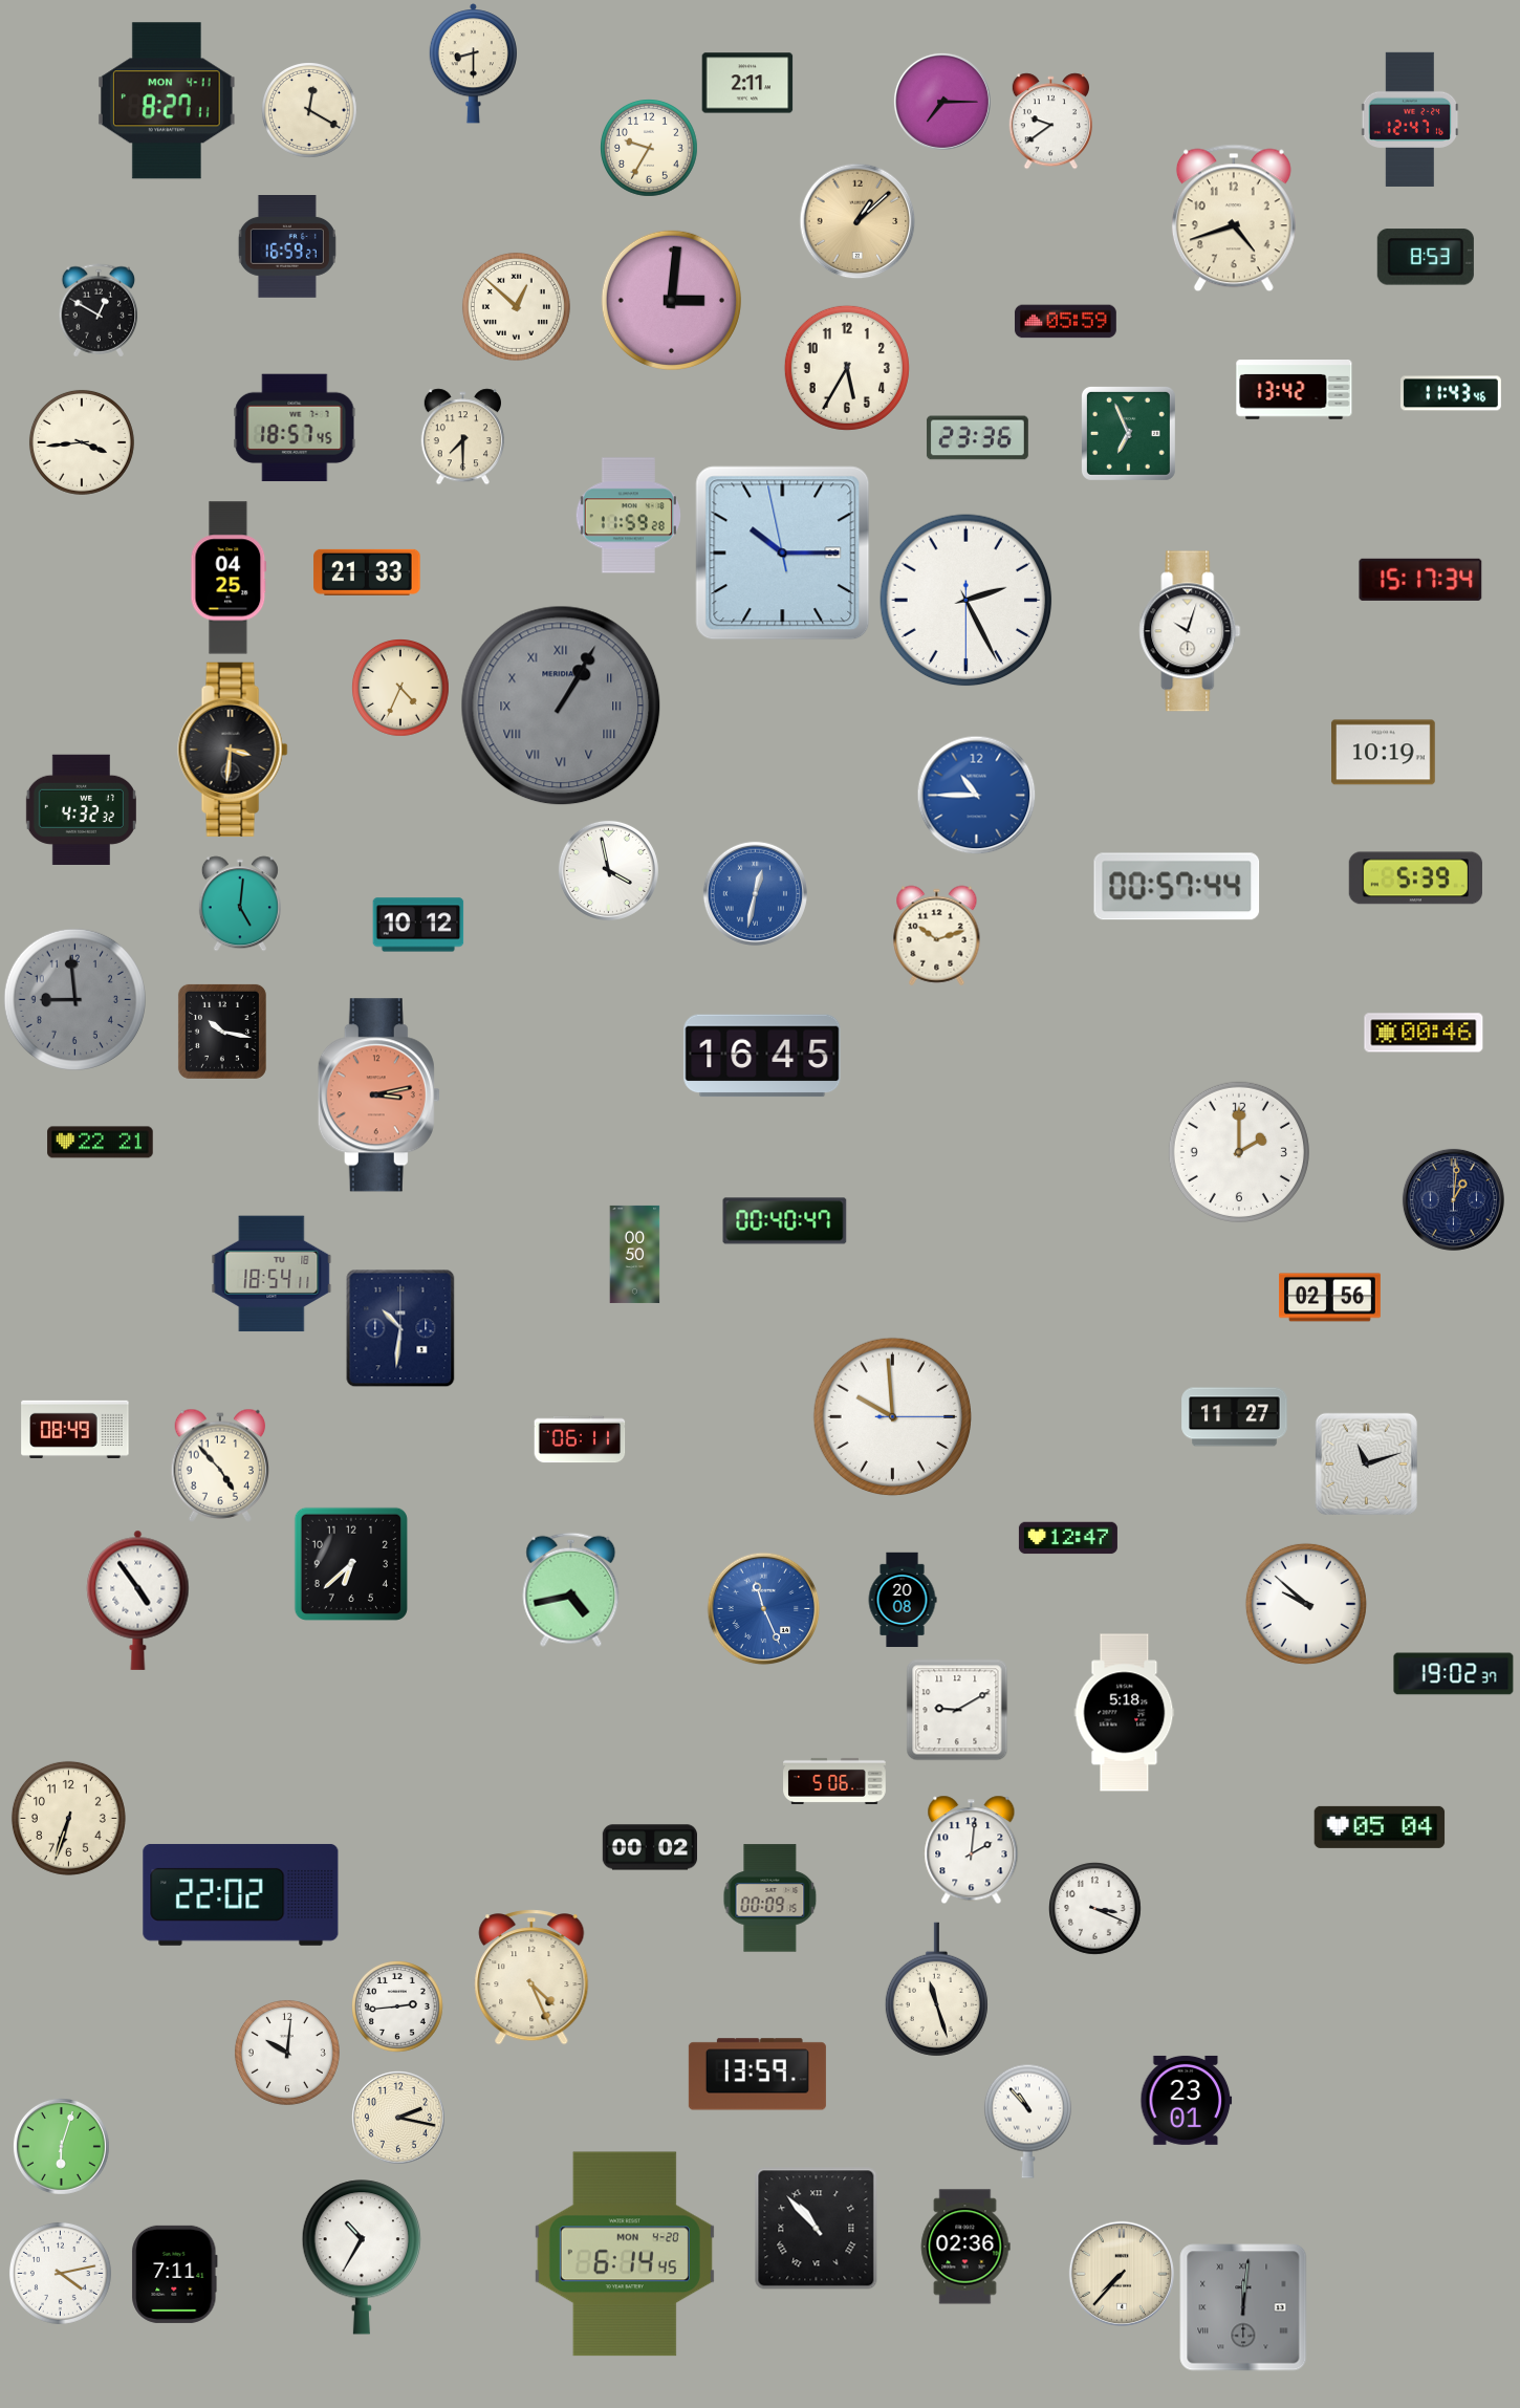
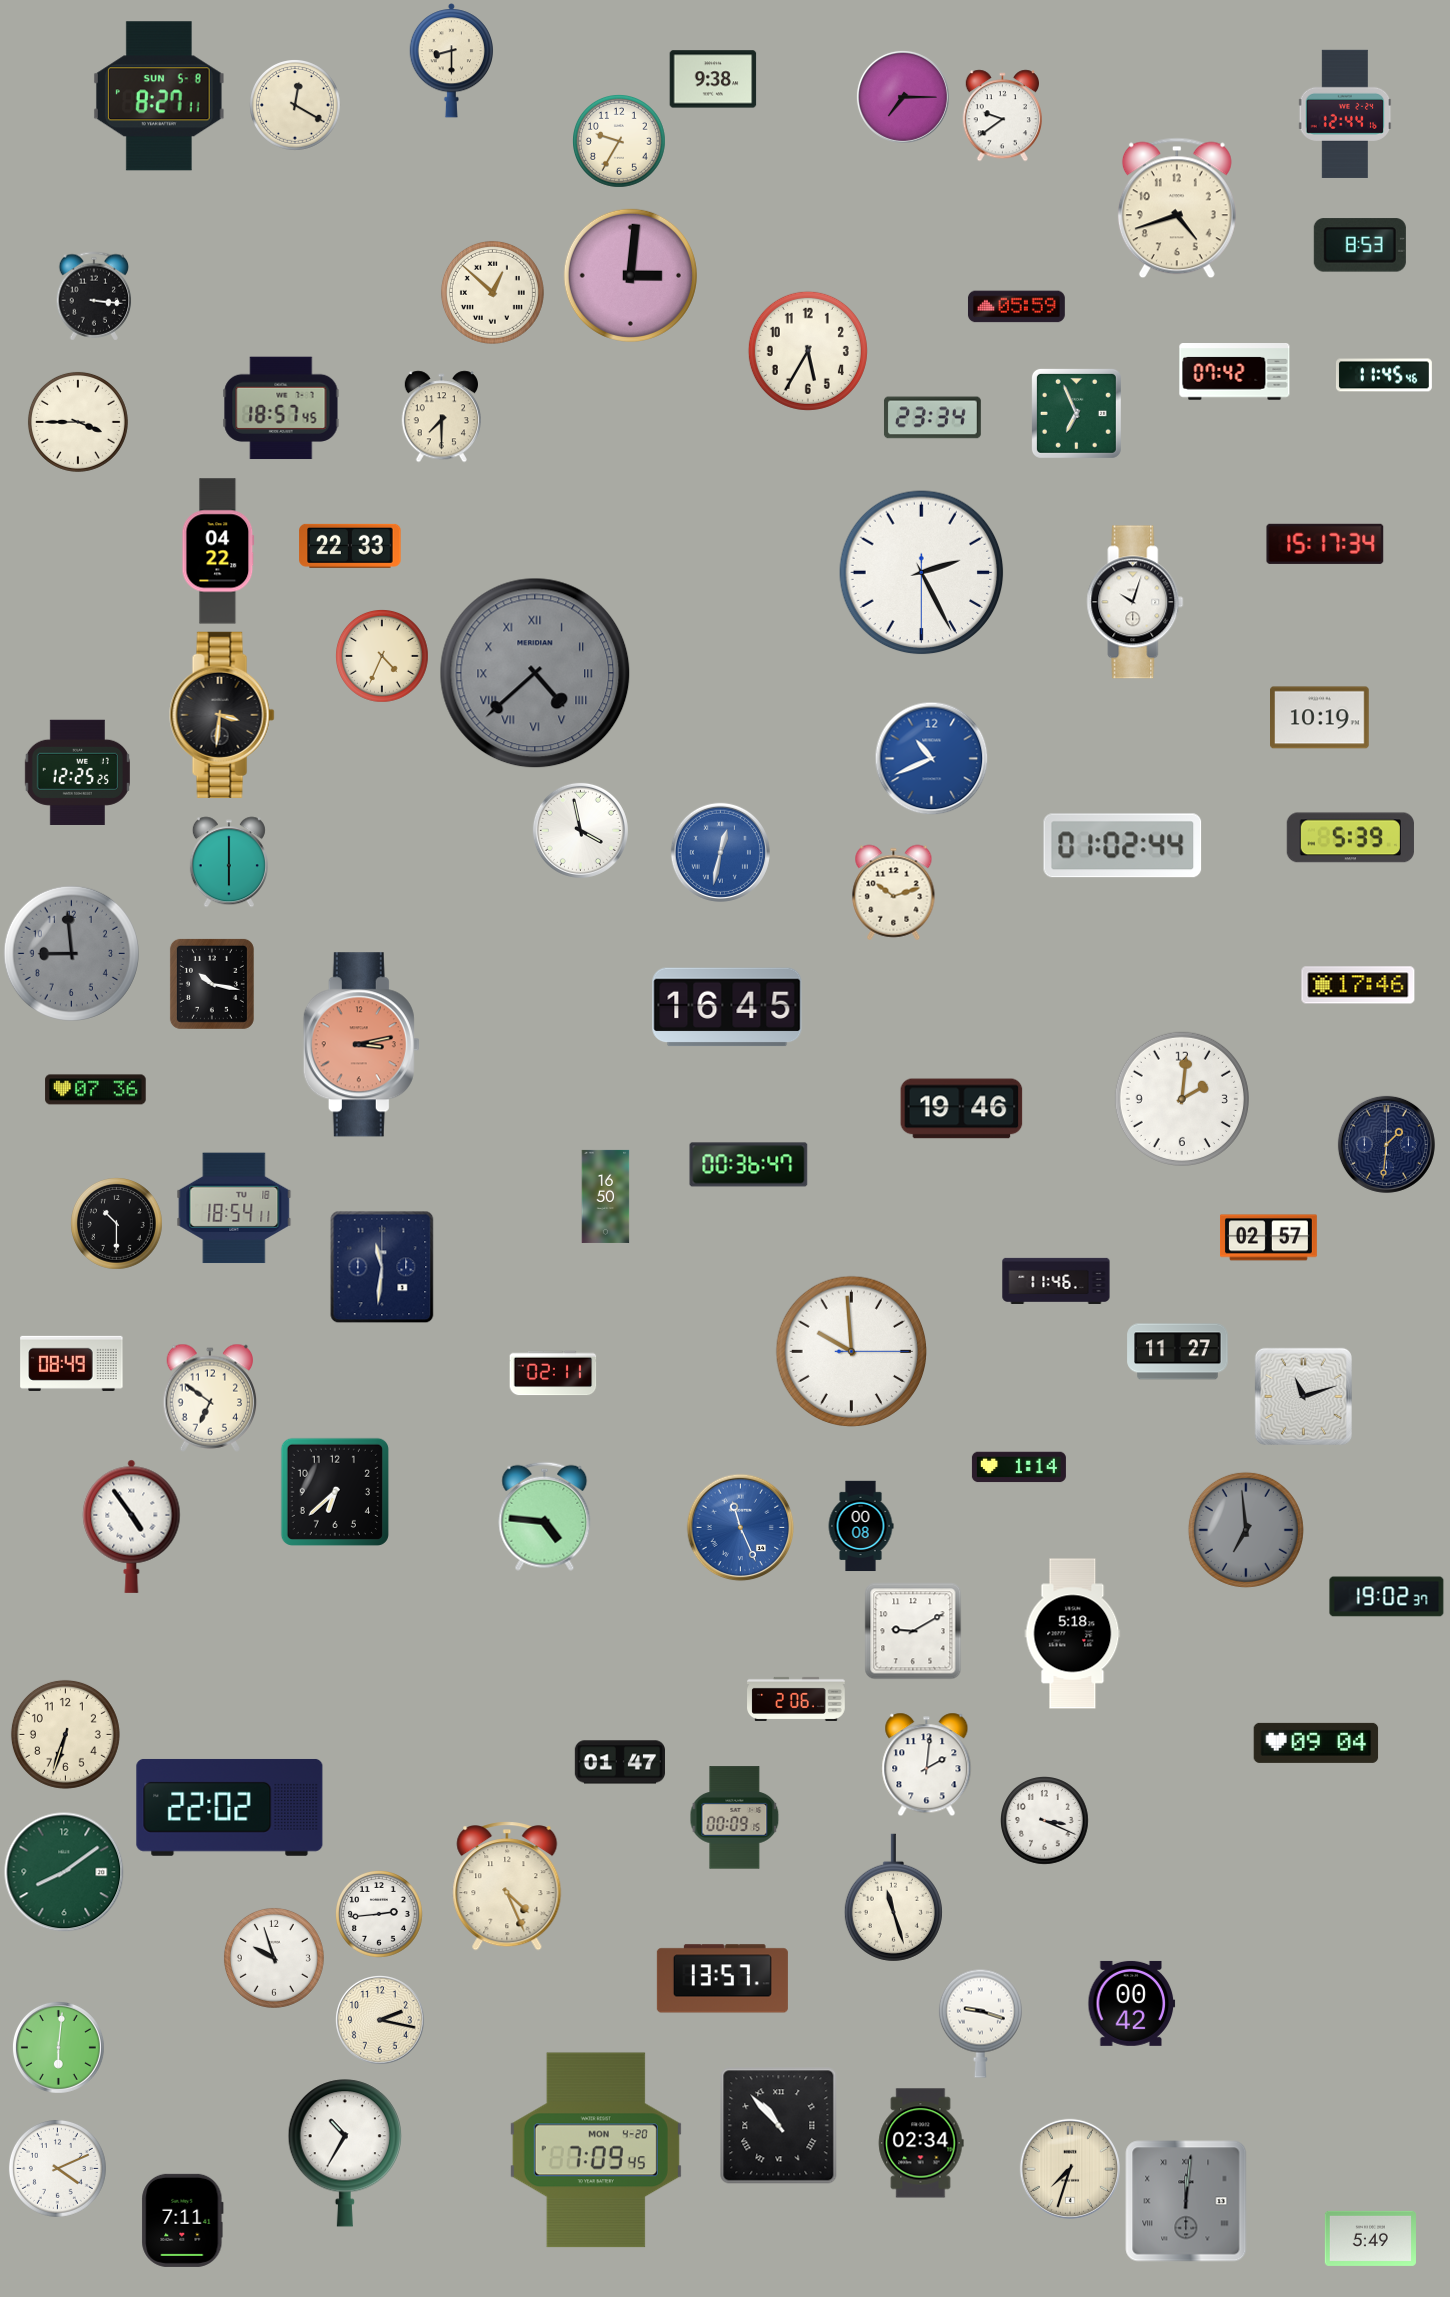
clock at (747, 83): 2:11 -> 9:38
clock at (167, 101) date: MON 4-11 -> SUN 5-8
clock at (942, 102) position: (942, 102) -> (903, 97)
clock at (1410, 120): 12:47 -> 12:44
clock at (857, 221): 1:08 -> none
clock at (287, 247): 16:59 -> none
clock at (671, 300) position: (671, 300) -> (630, 275)
clock at (99, 310): 12:50 -> 3:16
clock at (1295, 390): 13:42 -> 07:42
clock at (1451, 393): 11:43 -> 11:45
clock at (977, 438): 23:36 -> 23:34
clock at (82, 442): 3:44 -> 3:45
clock at (628, 516): 11:59 -> none
clock at (783, 554): 10:14 -> none
clock at (367, 572): 21:33 -> 22:33
clock at (229, 578): 04:25 -> 04:22
clock at (1420, 580) position: (1420, 580) -> (1325, 544)
clock at (561, 706): 1:05 -> 4:38
clock at (977, 796): 10:45 -> 10:41
clock at (81, 809): 4:32 -> 12:25
clock at (1177, 887): 00:57 -> 01:02
clock at (240, 904): 5:01 -> 6:00
clock at (418, 925): 10:12 -> none
clock at (1424, 1033): 00:46 -> 17:46
clock at (101, 1143): 22:21 -> 07:36
clock at (1239, 1152): 2:00 -> 2:01
clock at (962, 1109): none -> 19:46
clock at (1453, 1199): 1:01 -> 1:31
clock at (785, 1221): 00:40 -> 00:36
clock at (635, 1254): 00:50 -> 16:50
clock at (272, 1274) position: (272, 1274) -> (234, 1208)
clock at (117, 1224): none -> 10:30
clock at (1330, 1298): 02:56 -> 02:57
clock at (400, 1328): 10:31 -> 11:31
clock at (1056, 1281): none -> 11:46
clock at (580, 1439): 06:11 -> 02:11
clock at (220, 1466): 4:53 -> 6:51
clock at (1068, 1538): 12:47 -> 1:14
clock at (571, 1589): 4:43 -> 4:46
clock at (903, 1600): 20:08 -> 00:08
clock at (1306, 1604): 9:52 -> 6:59
clock at (1306, 1604) dial: white -> grey
clock at (764, 1609) position: (764, 1609) -> (741, 1528)
clock at (834, 1781): 5:06 -> 2:06
clock at (1380, 1827): 05:04 -> 09:04
clock at (649, 1847): 00:02 -> 01:47
clock at (770, 1899) position: (770, 1899) -> (735, 1818)
clock at (64, 1872): none -> 8:09
clock at (287, 2053): 10:01 -> 9:57
clock at (757, 2075): 13:59 -> 13:57
clock at (1187, 2100): 23:01 -> 00:42
clock at (1027, 2121): 10:53 -> 9:18
clock at (61, 2146): 6:03 -> 6:01
clock at (965, 2247): 02:36 -> 02:34
clock at (625, 2254): 6:14 -> 7:09
clock at (60, 2273): 4:13 -> 4:11
clock at (175, 2274) position: (175, 2274) -> (183, 2220)
clock at (1122, 2274): 7:37 -> 7:33
clock at (1370, 2238): none -> 5:49
